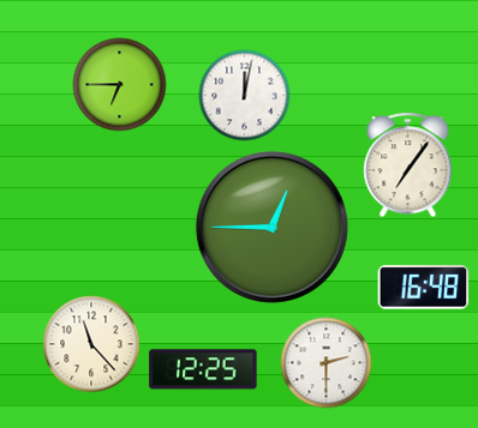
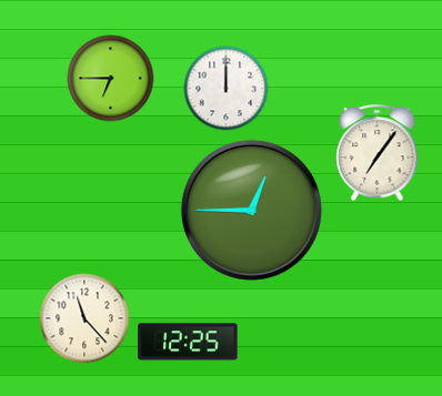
clock at (245, 96): 12:02 -> 12:00
clock at (424, 288): 16:48 -> none
clock at (327, 363): 2:30 -> none
